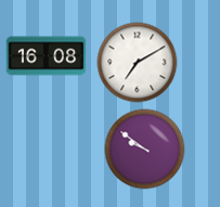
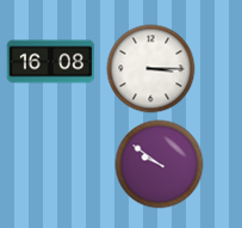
clock at (138, 63): 7:10 -> 3:15
